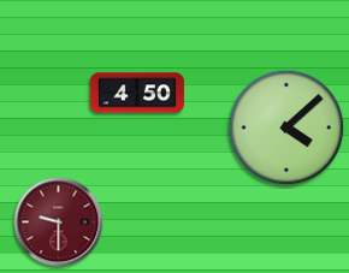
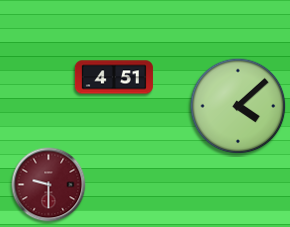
clock at (137, 93): 4:50 -> 4:51
